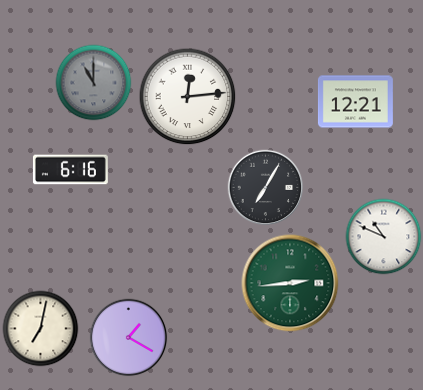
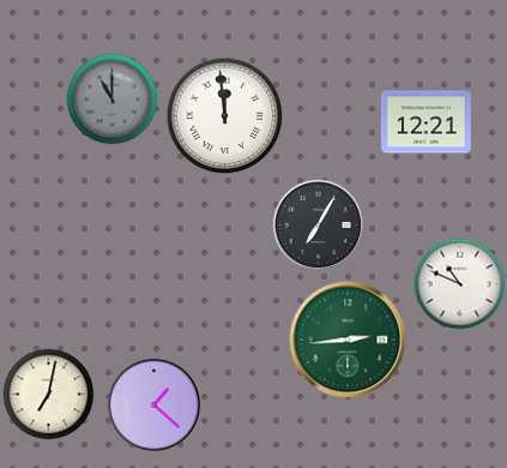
clock at (188, 97): 12:14 -> 11:59
clock at (70, 170): 6:16 -> none
clock at (129, 338): 1:20 -> 1:22
